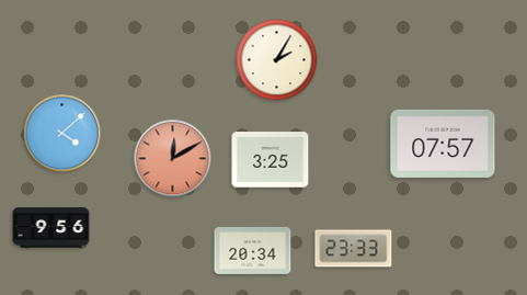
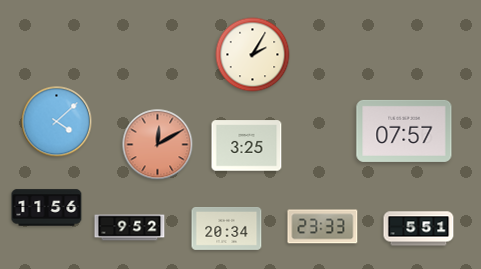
clock at (51, 228): 9:56 -> 11:56
clock at (130, 228): none -> 9:52
clock at (253, 250) position: (253, 250) -> (227, 228)
clock at (419, 229): none -> 5:51
